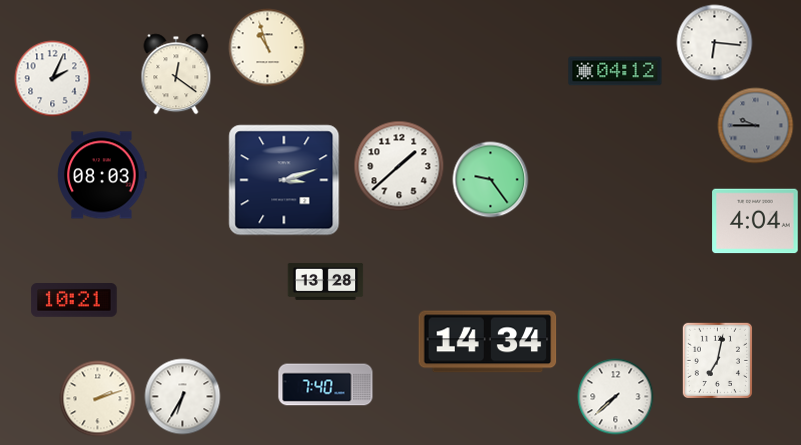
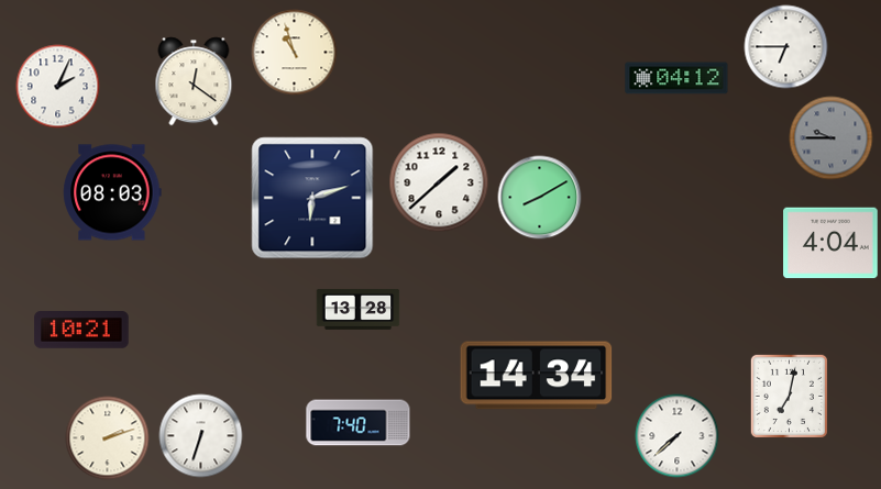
clock at (715, 43): 6:16 -> 6:45
clock at (284, 180): 3:12 -> 6:12
clock at (491, 180): 9:24 -> 8:10
clock at (183, 397): 6:35 -> 6:33
